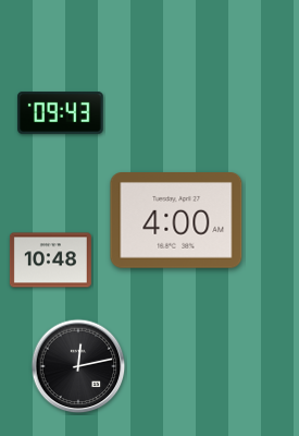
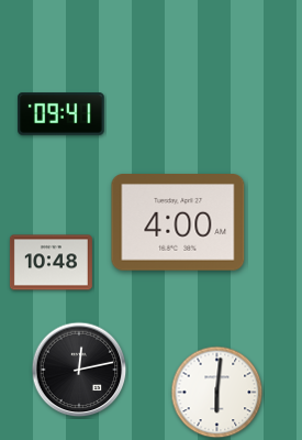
clock at (61, 113): 09:43 -> 09:41
clock at (217, 393): none -> 6:01
